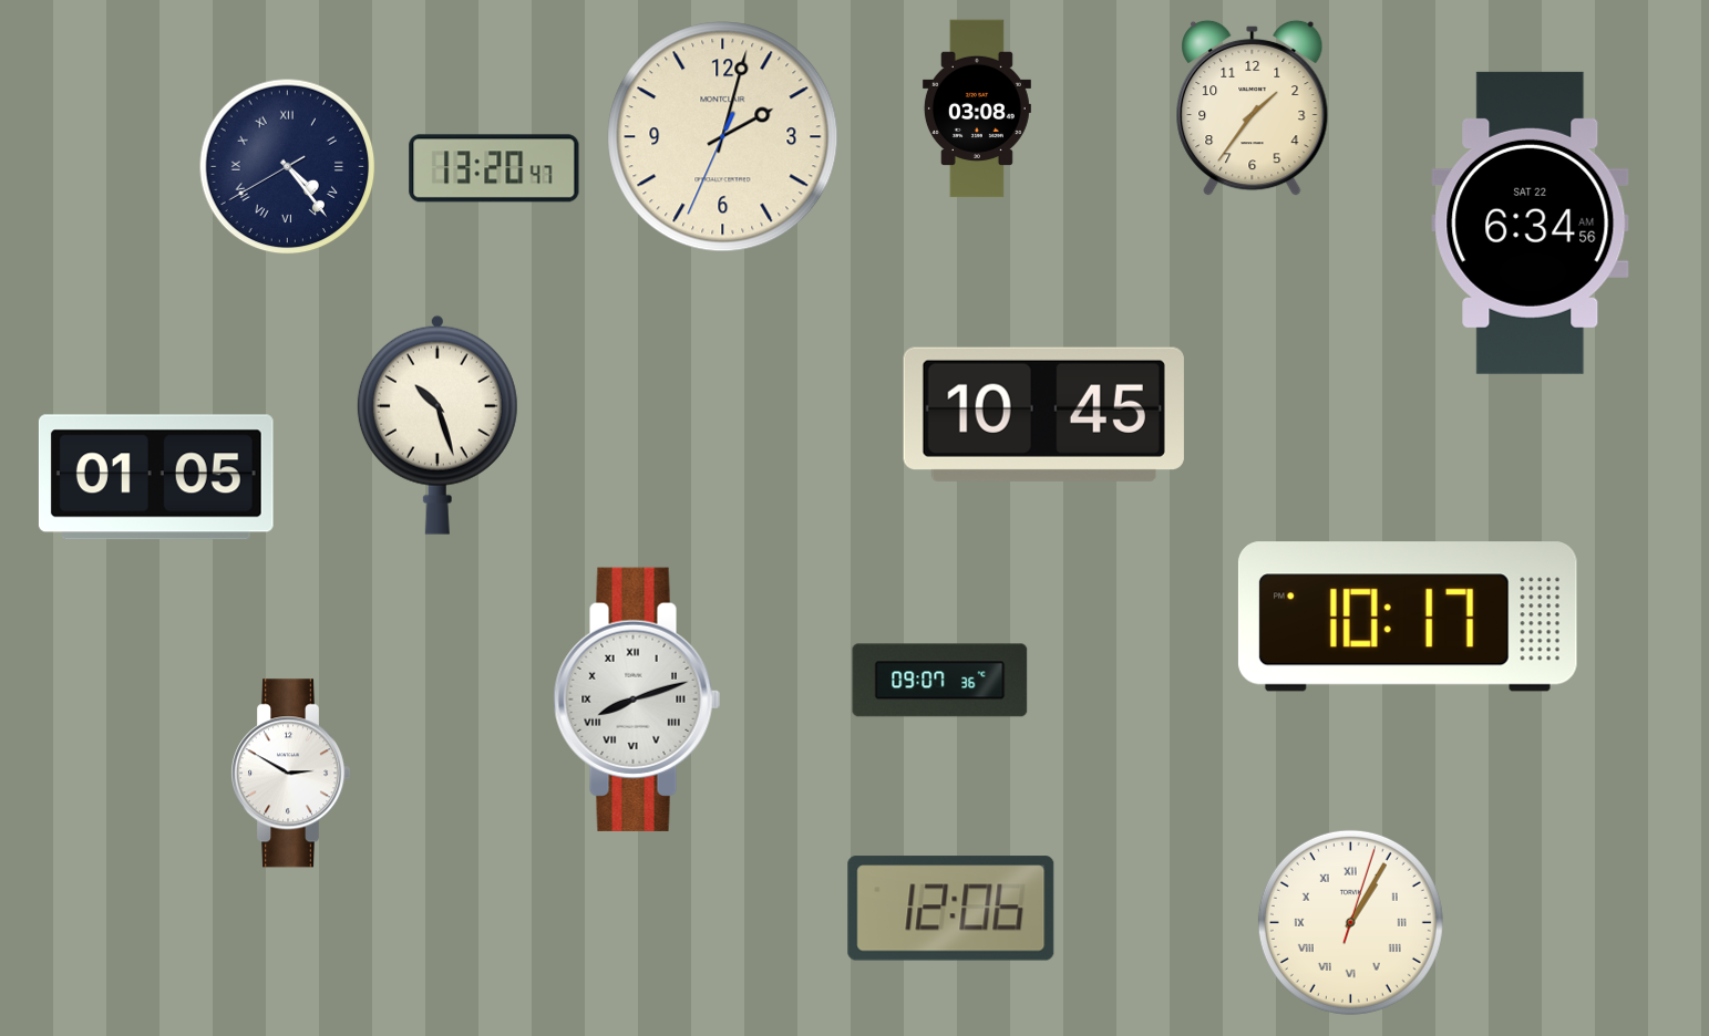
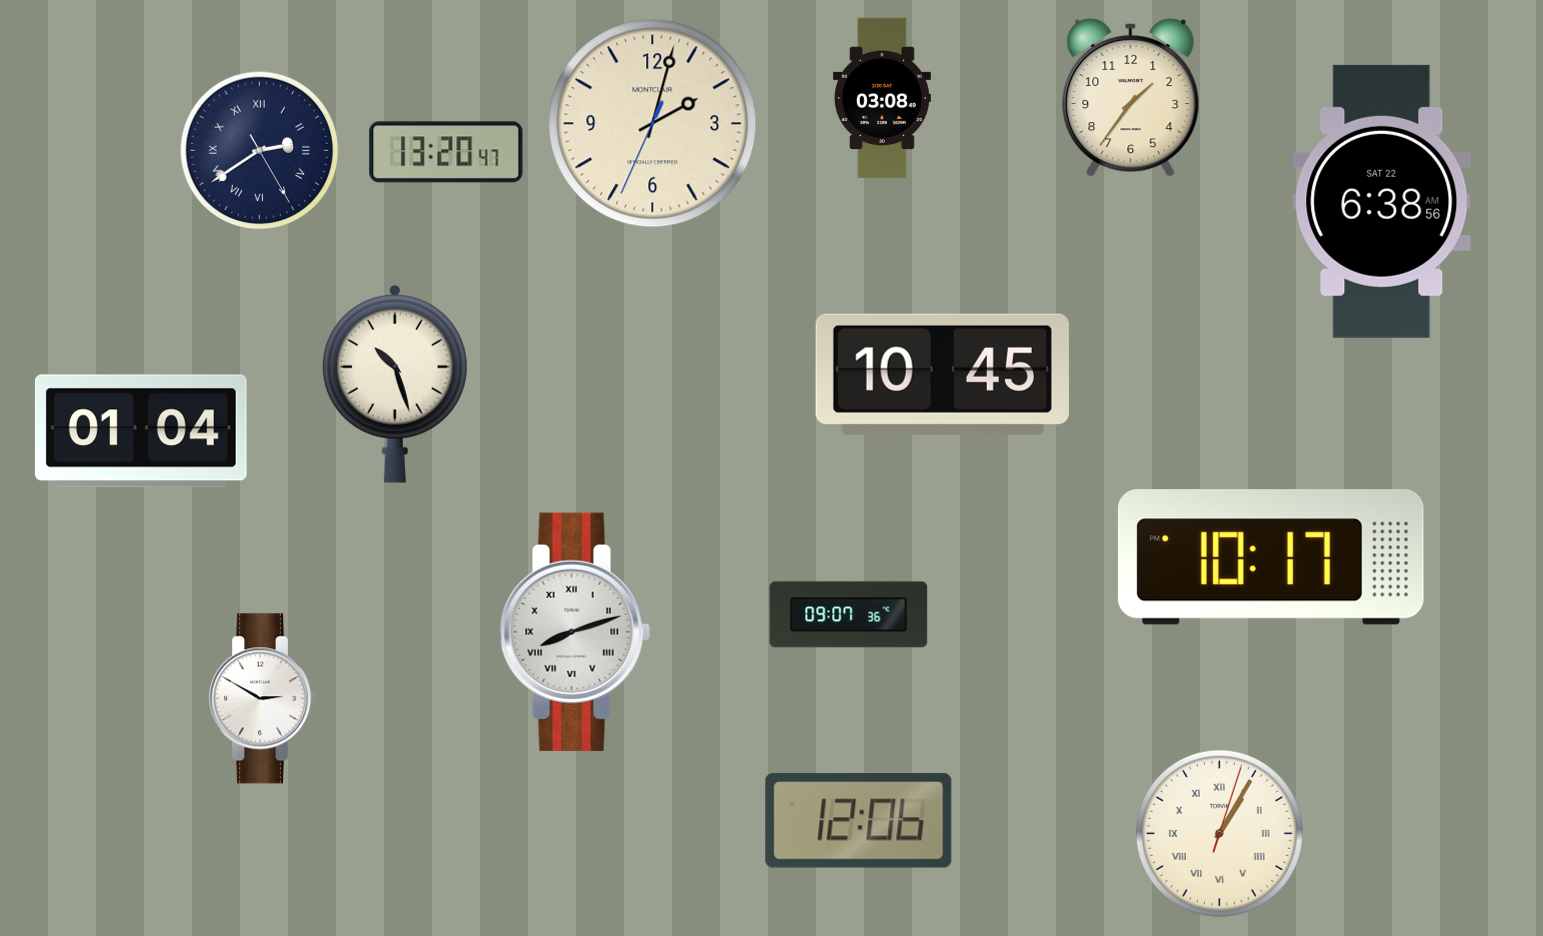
clock at (288, 167): 4:23 -> 2:39
clock at (1531, 222): 6:34 -> 6:38
clock at (156, 477): 01:05 -> 01:04
